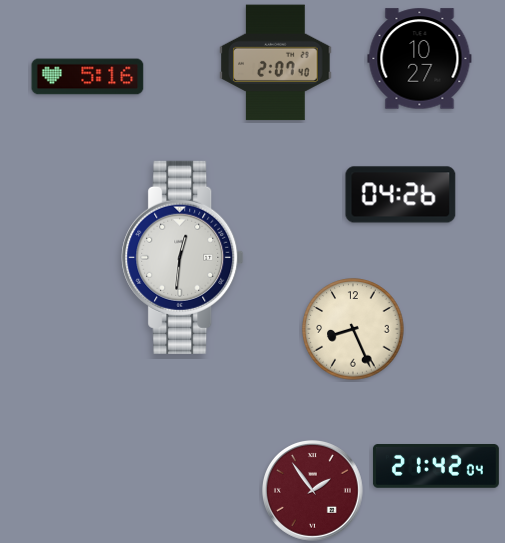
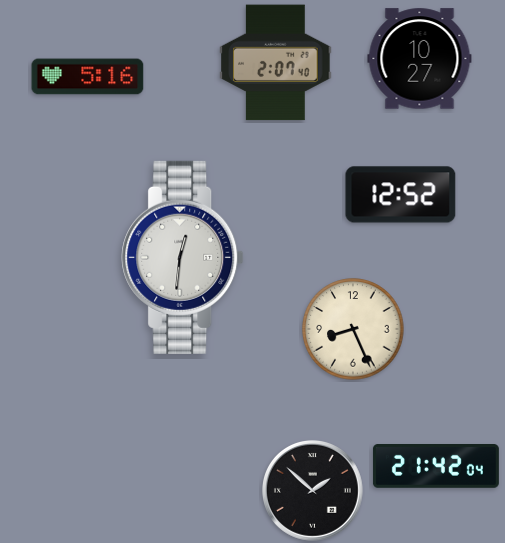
clock at (401, 195): 04:26 -> 12:52
clock at (312, 490): 1:54 -> 1:52
clock at (312, 490) dial: burgundy -> black
